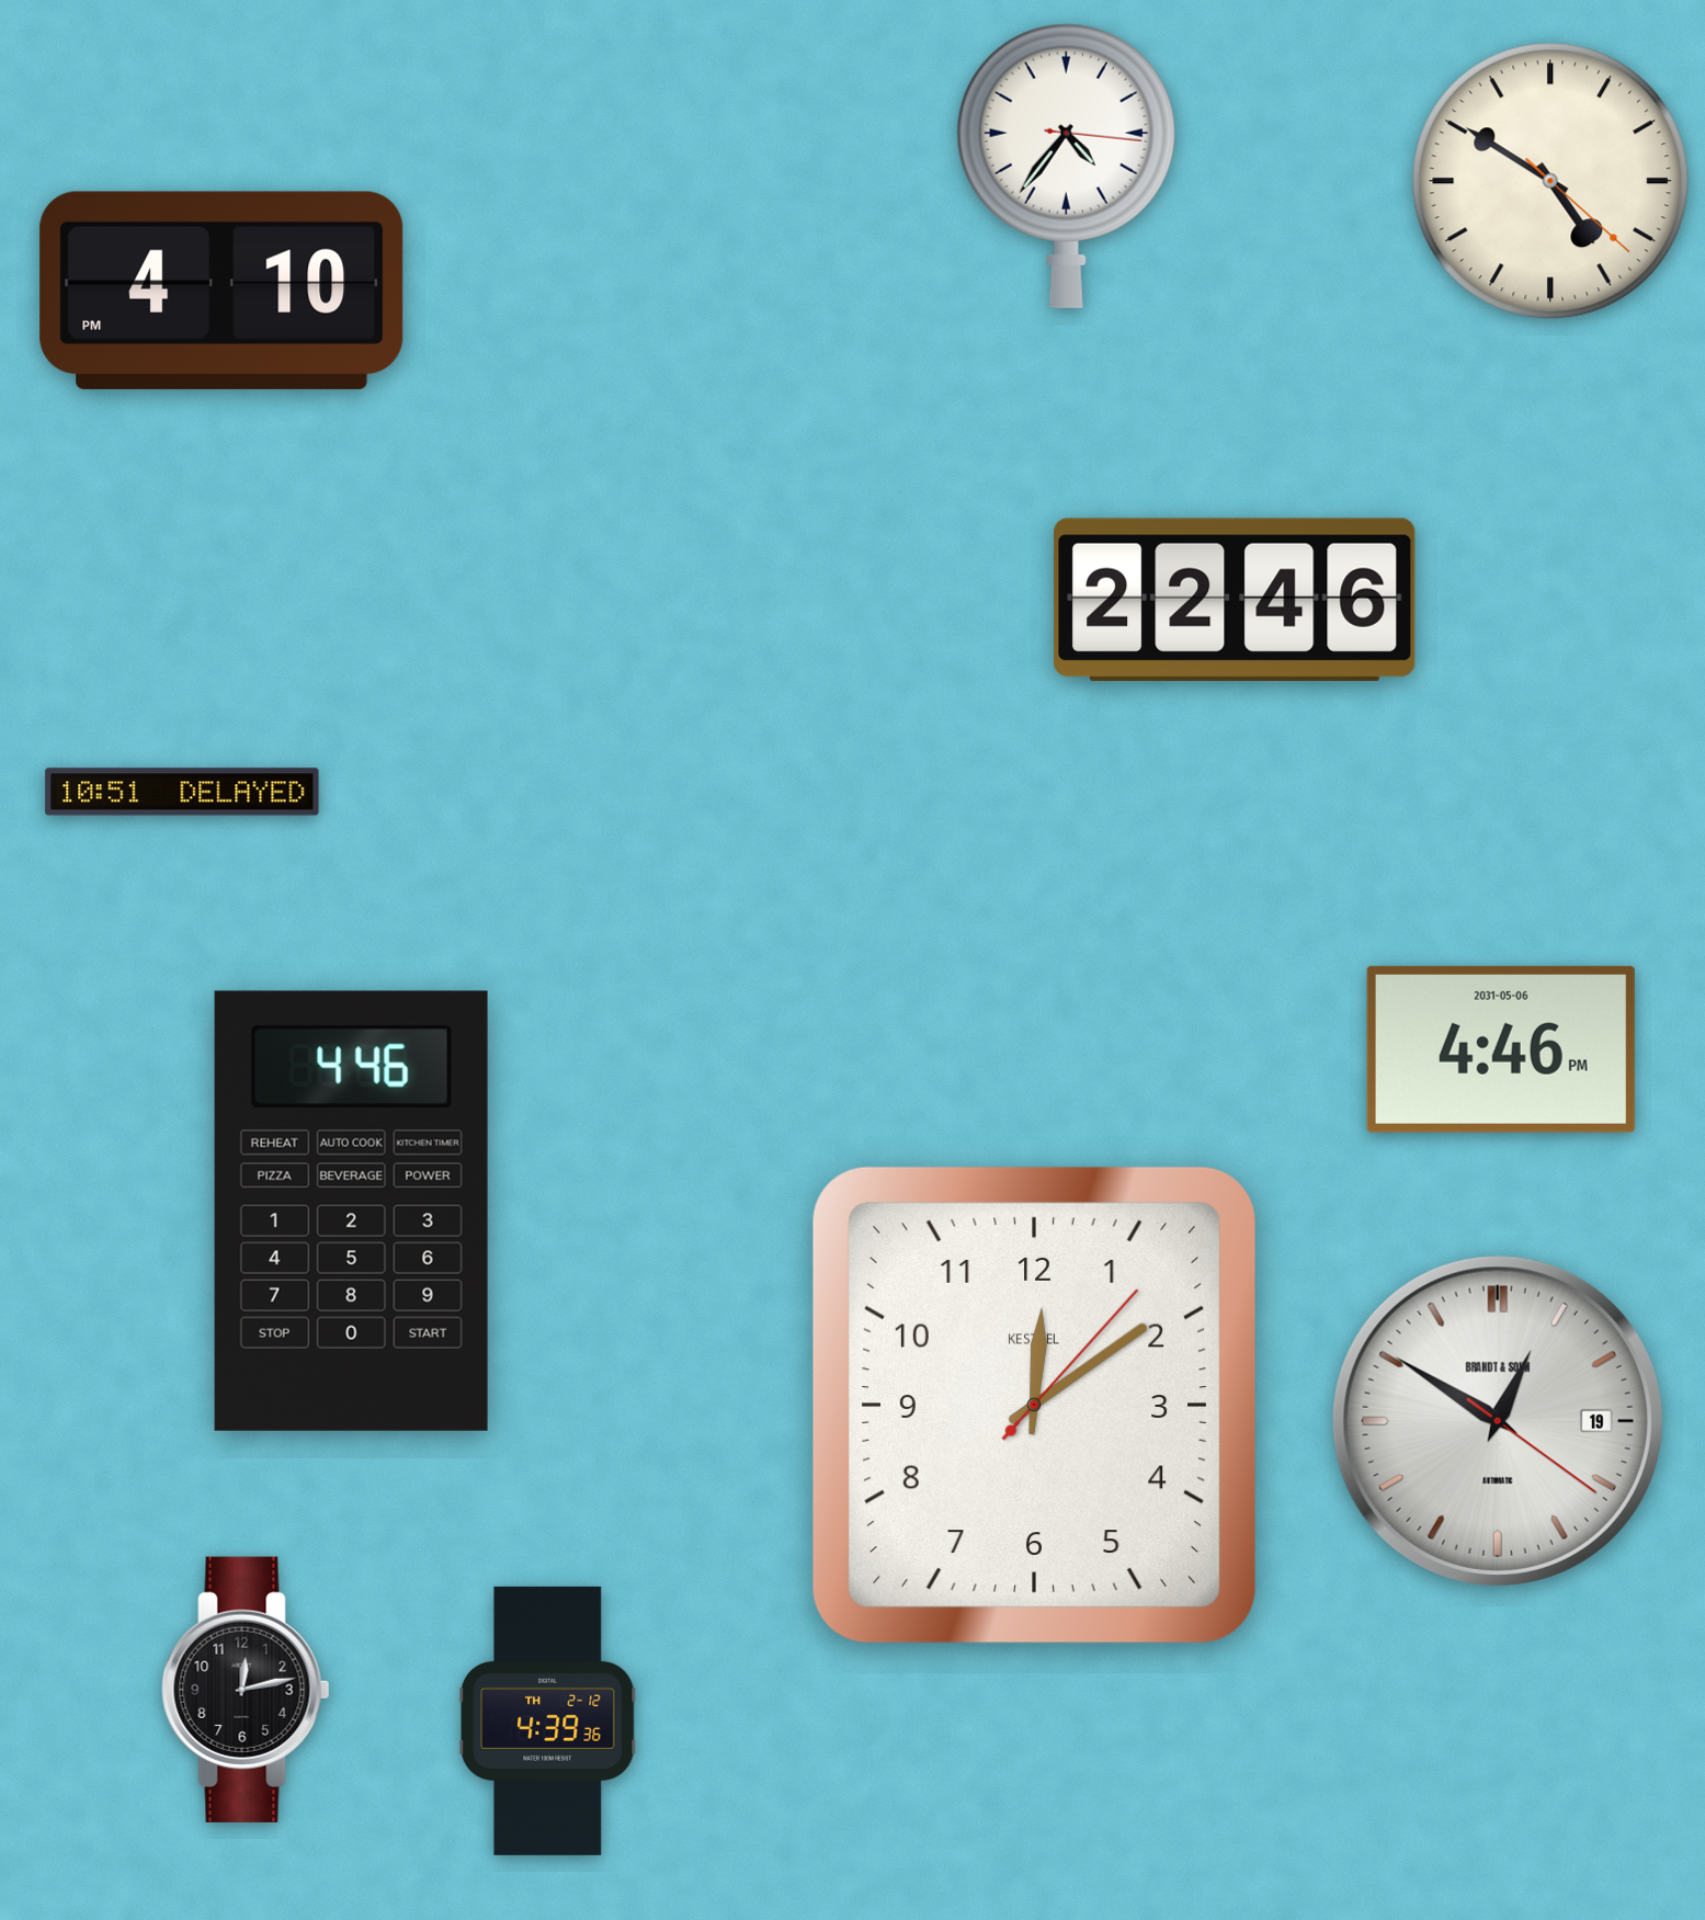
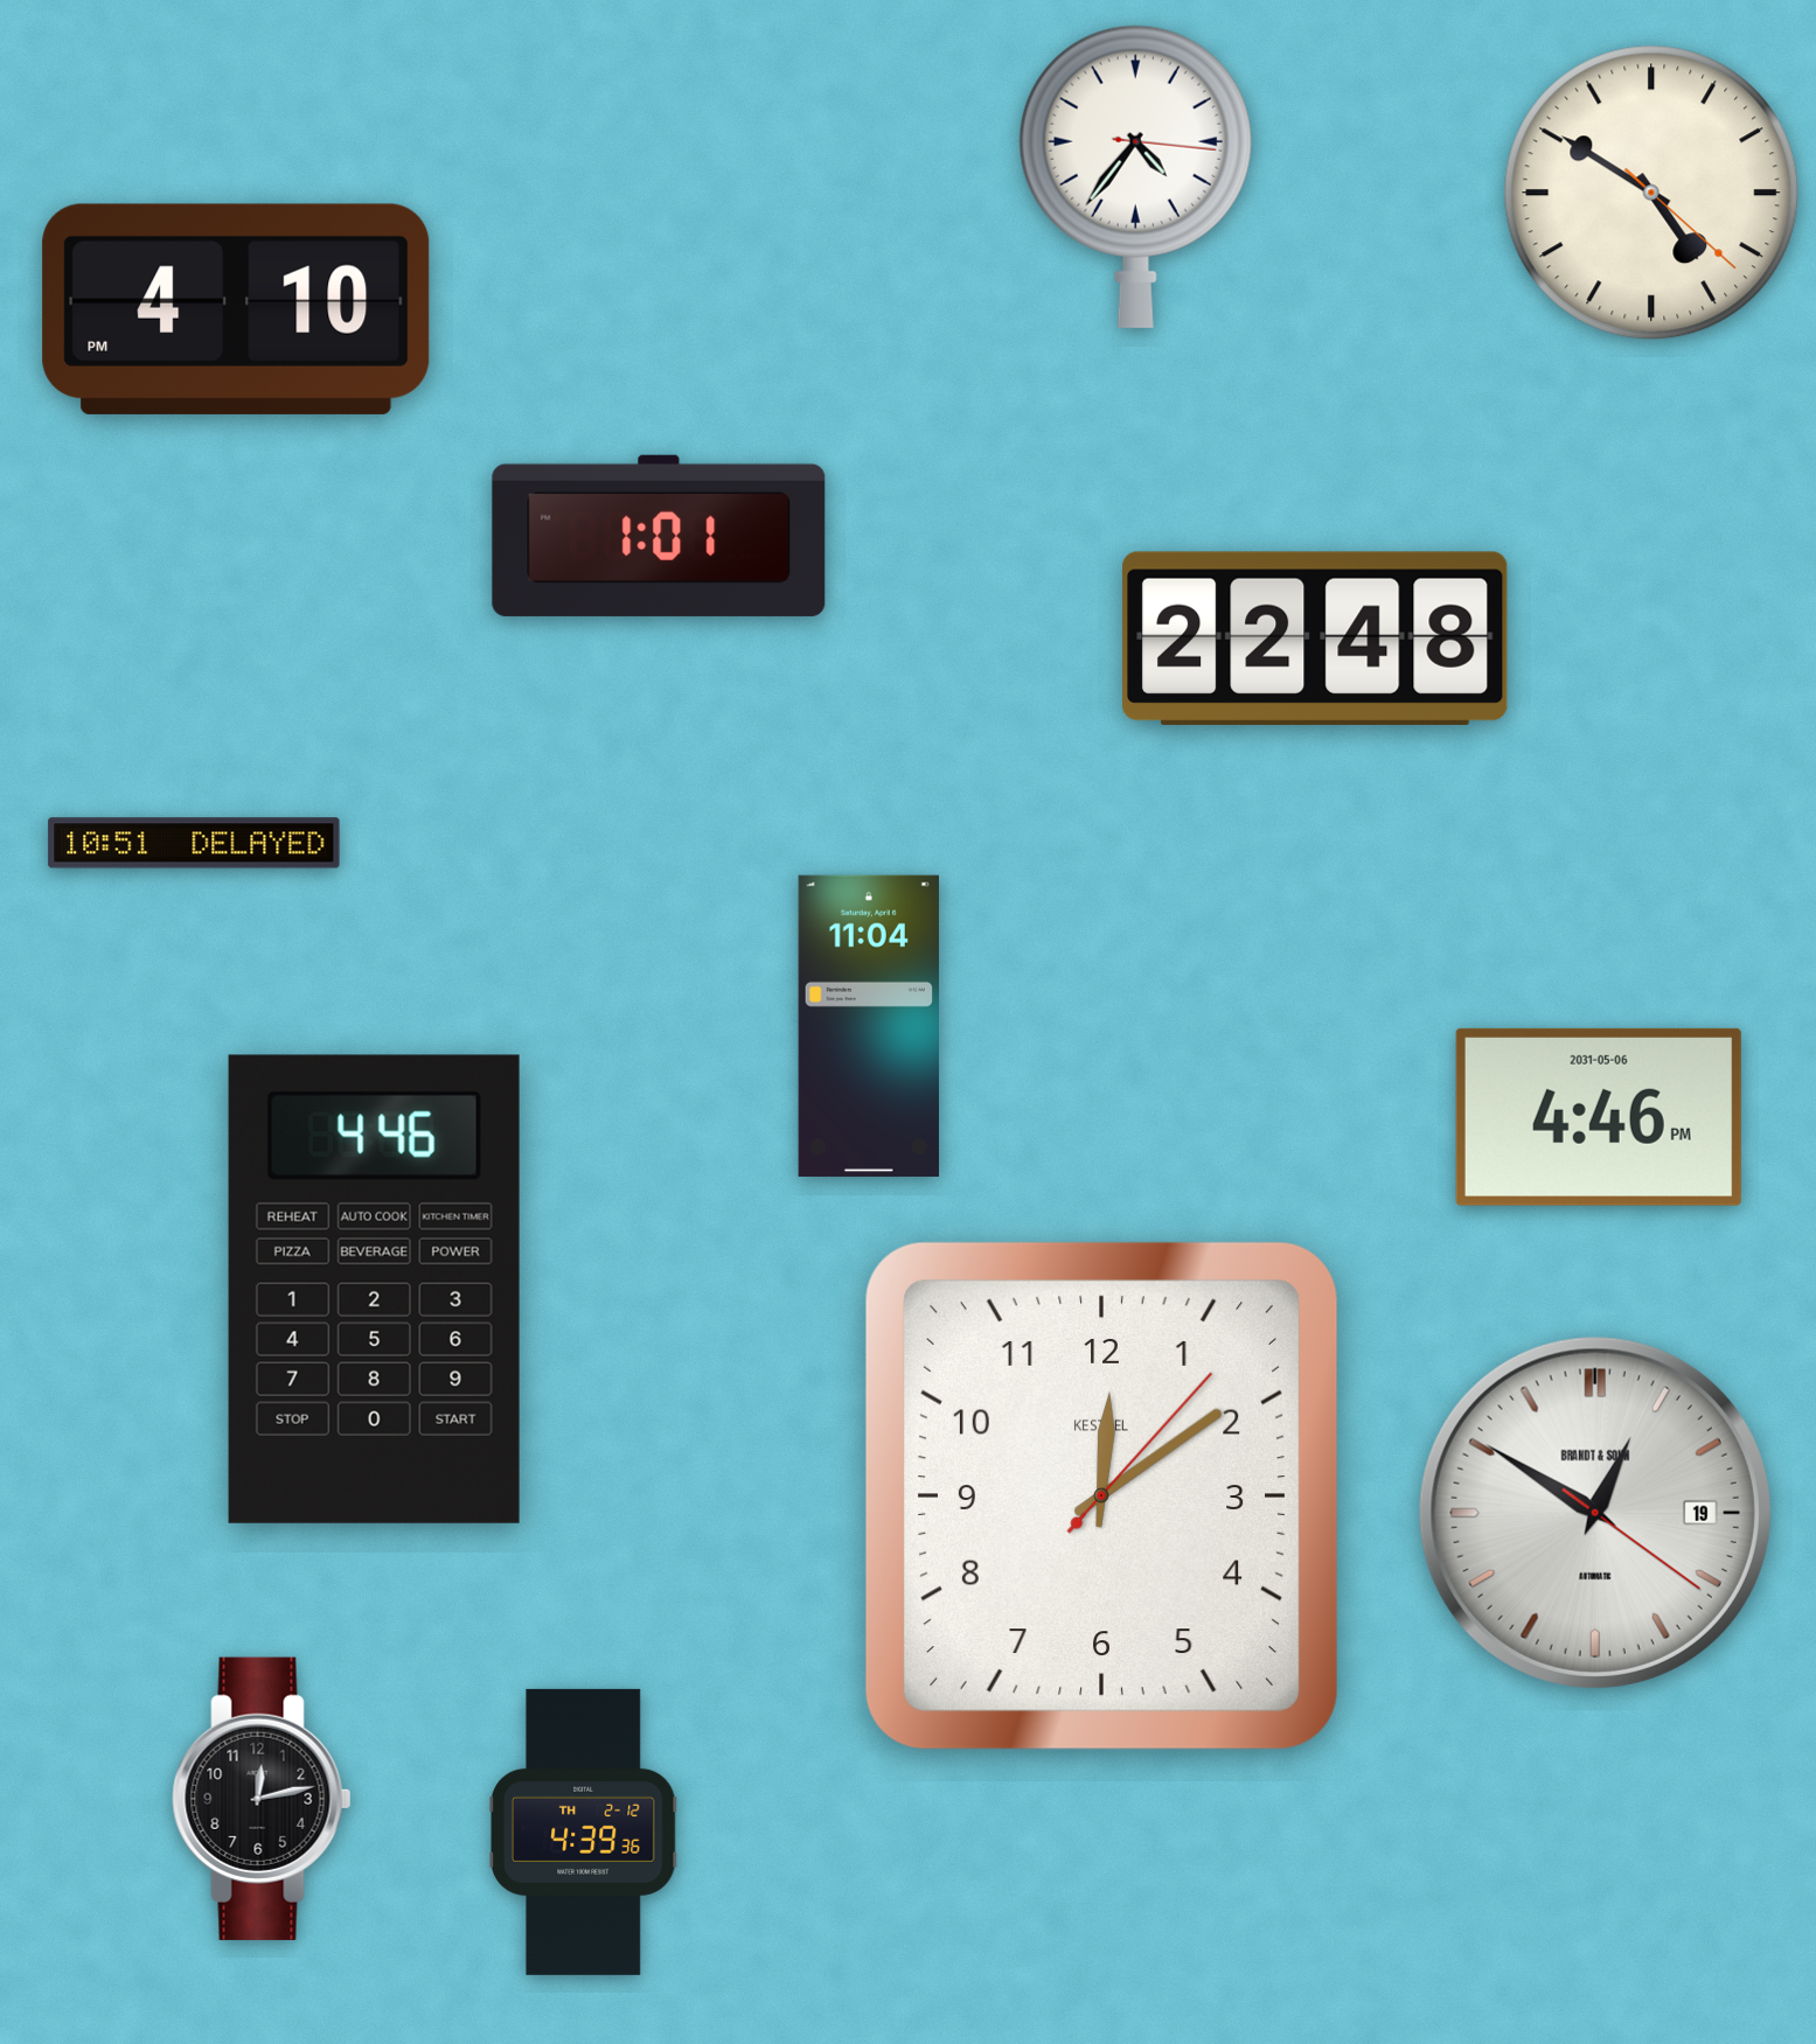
clock at (659, 536): none -> 1:01
clock at (1235, 600): 22:46 -> 22:48
clock at (869, 1026): none -> 11:04
